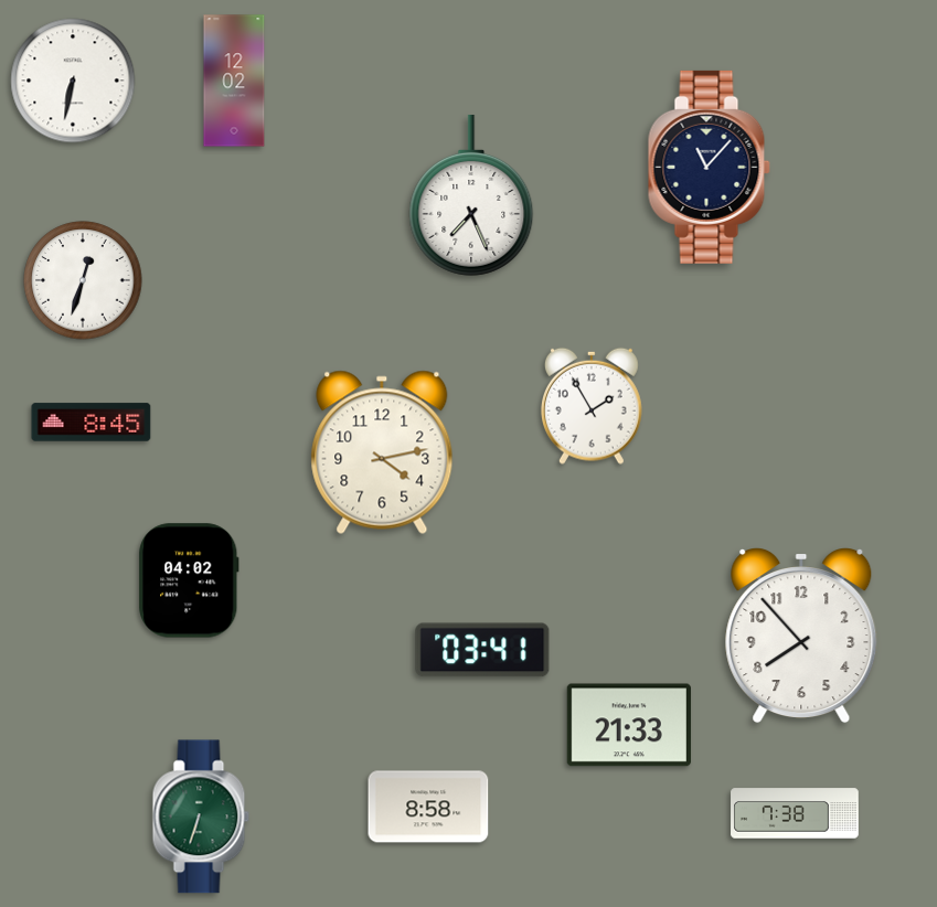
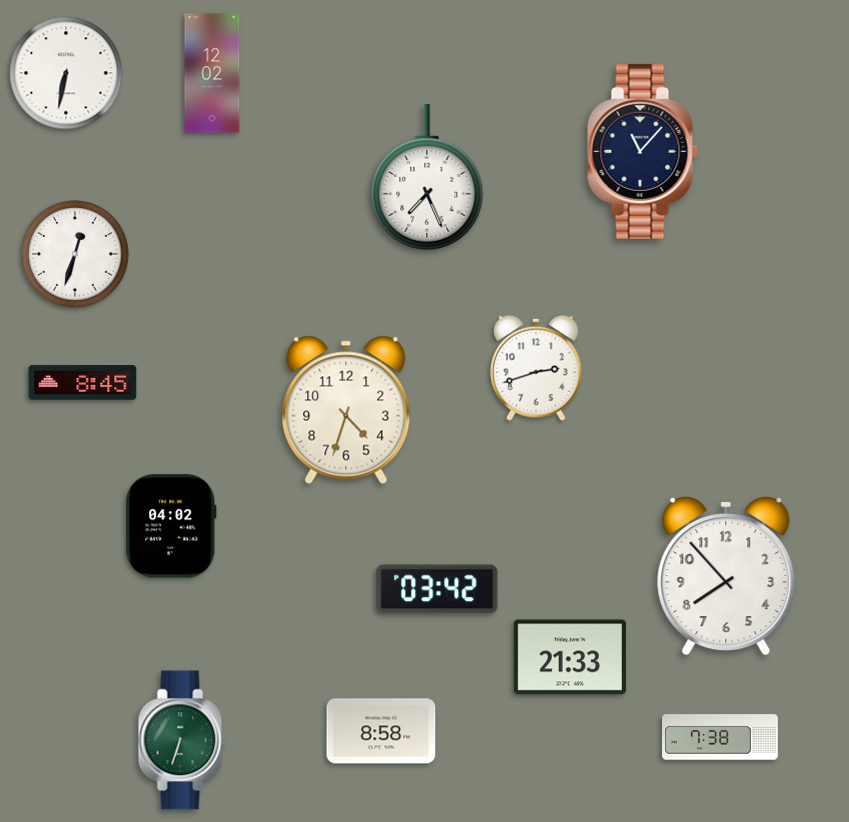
clock at (592, 406): 1:55 -> 2:42
clock at (382, 452): 4:13 -> 4:33
clock at (482, 650): 03:41 -> 03:42
clock at (428, 807) position: (428, 807) -> (381, 731)
